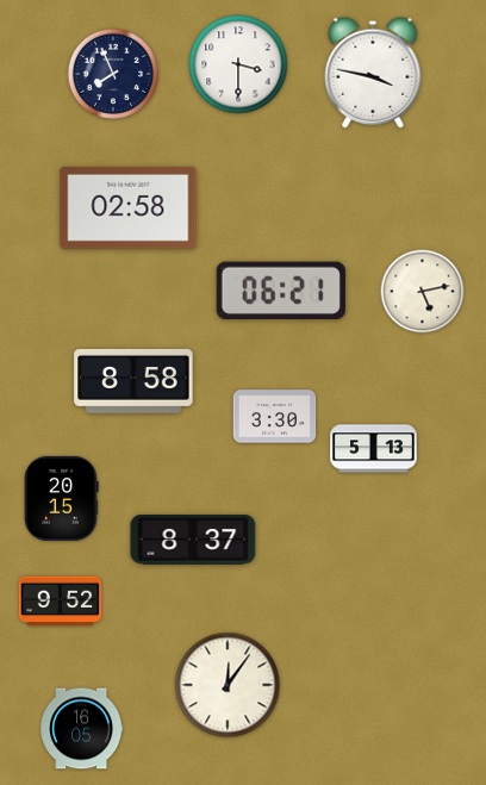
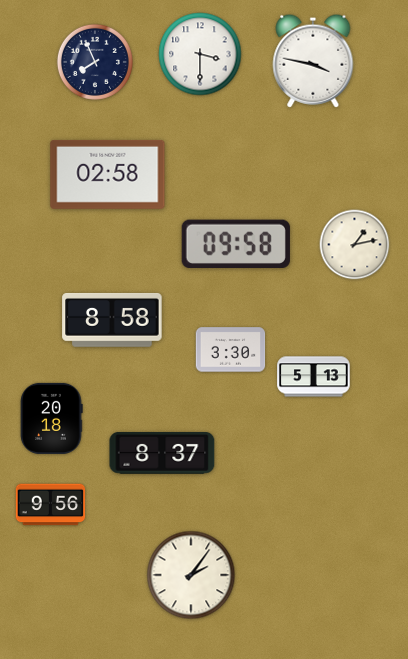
clock at (281, 289): 06:21 -> 09:58
clock at (423, 292): 5:13 -> 1:13
clock at (62, 498): 20:15 -> 20:18
clock at (61, 602): 9:52 -> 9:56
clock at (228, 685): 12:06 -> 2:06
clock at (82, 729): 16:05 -> none
